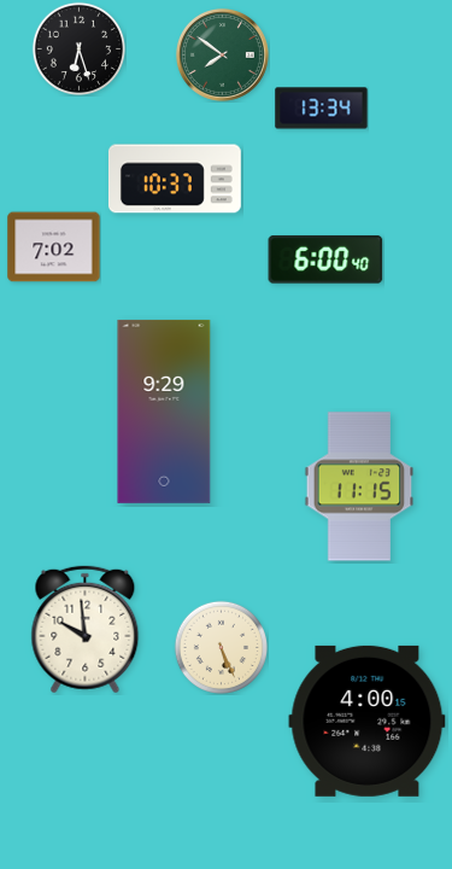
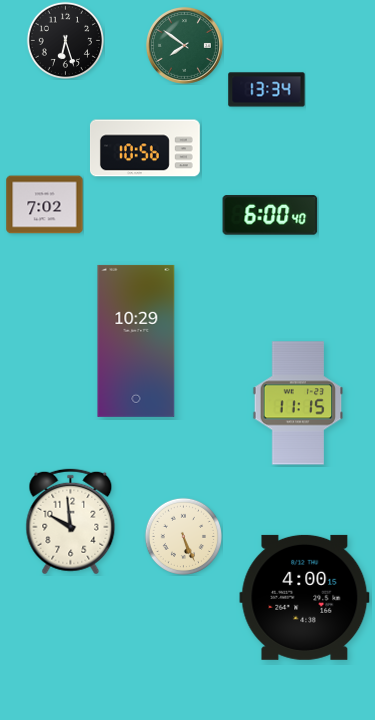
clock at (175, 179): 10:37 -> 10:56
clock at (164, 412): 9:29 -> 10:29
